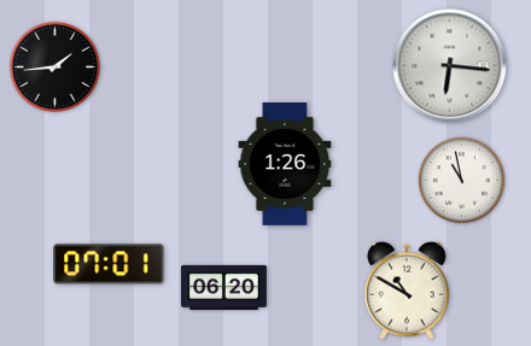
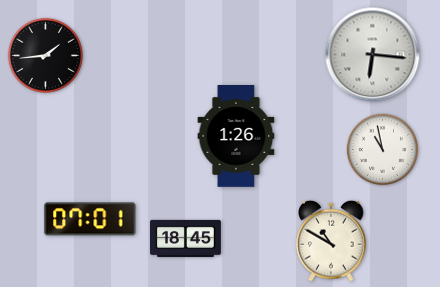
clock at (224, 287): 06:20 -> 18:45
clock at (407, 291) position: (407, 291) -> (331, 241)
